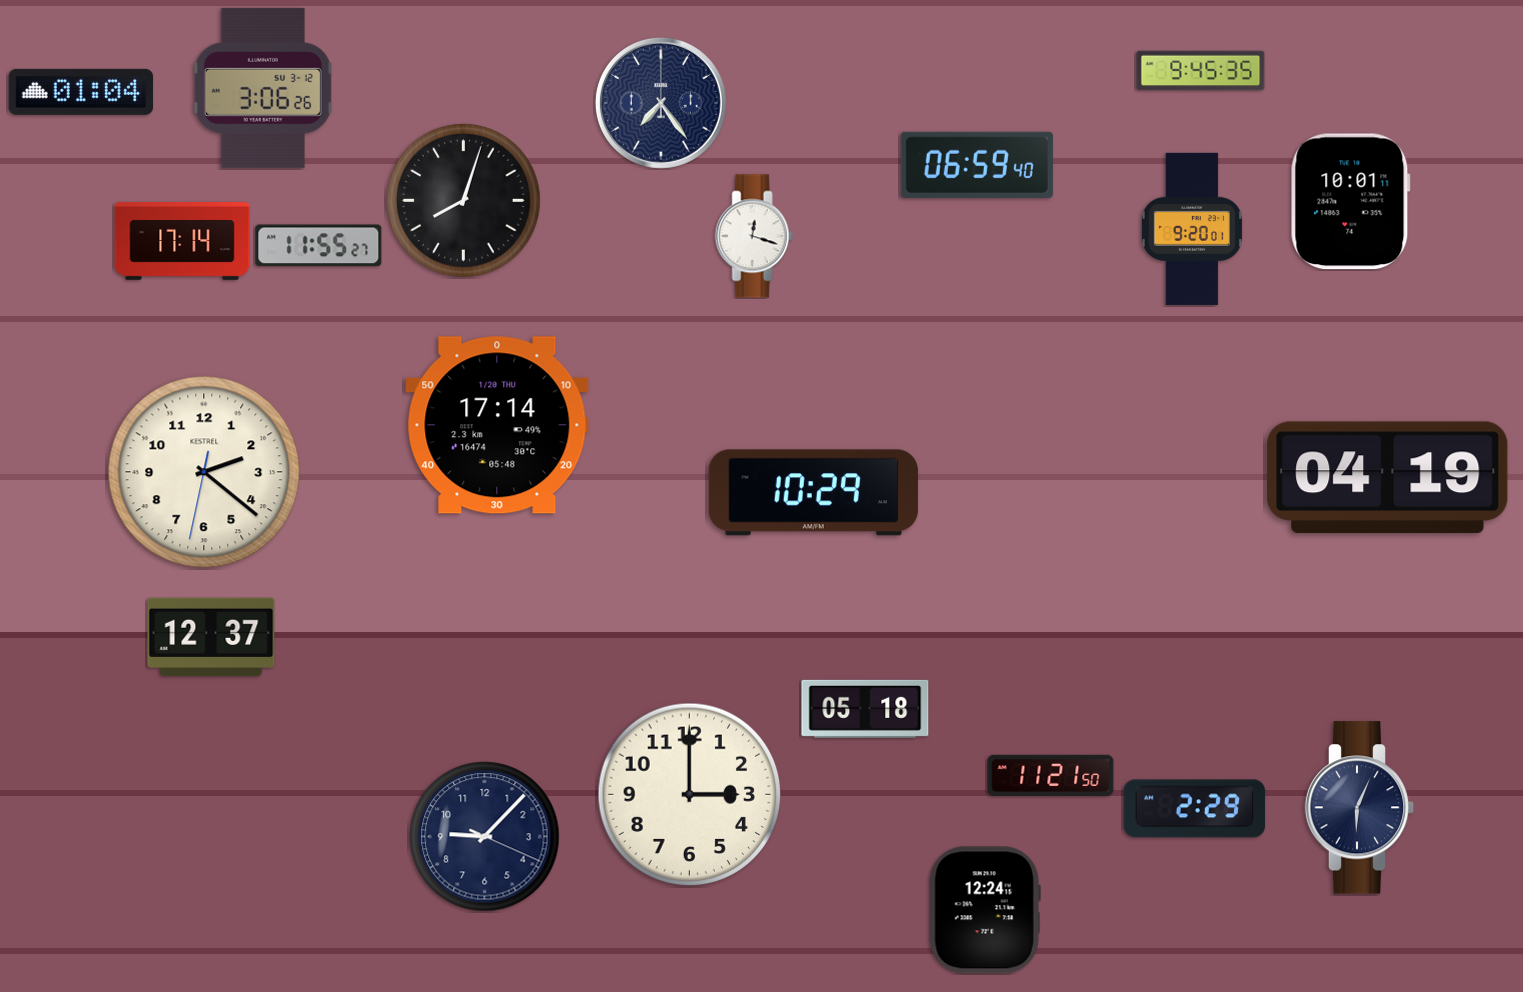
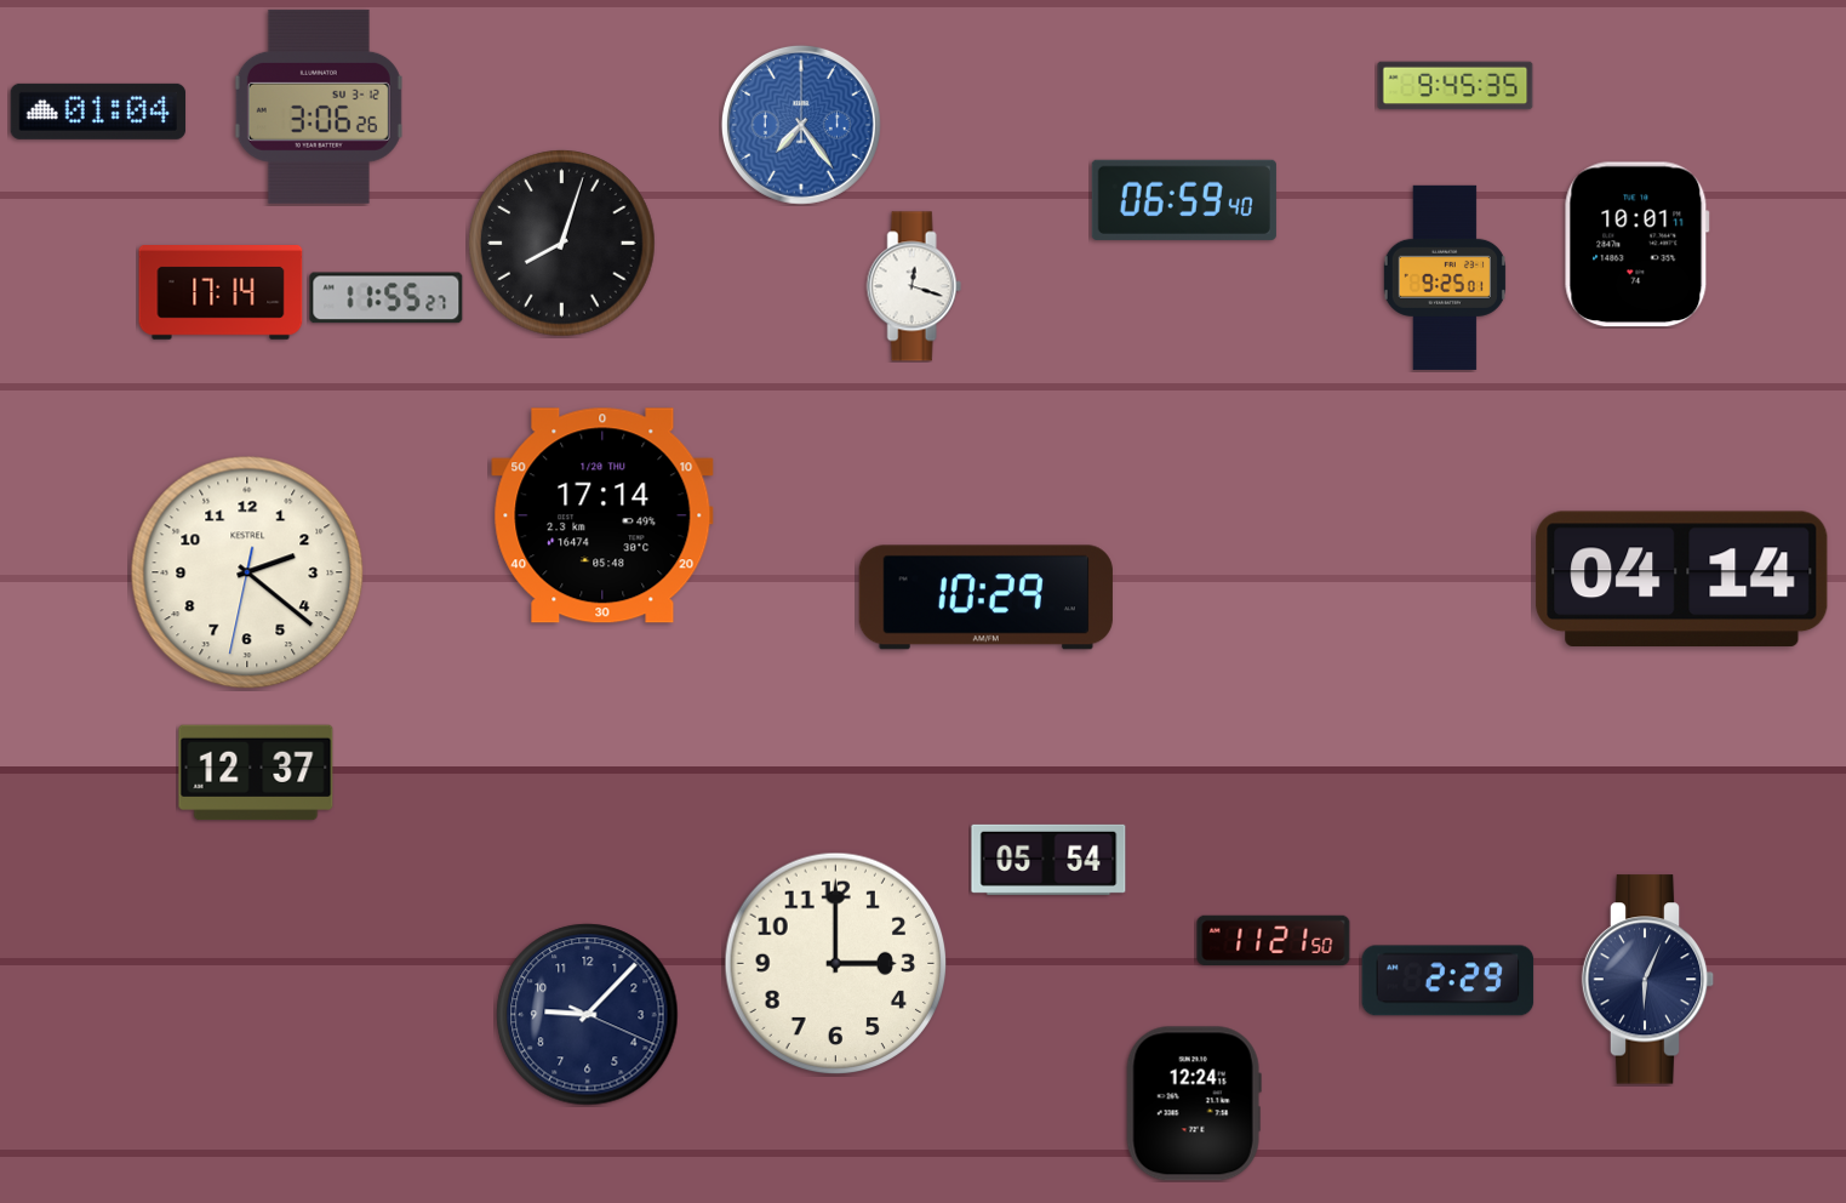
clock at (661, 103) dial: navy -> blue
clock at (1192, 229): 9:20 -> 9:25
clock at (1388, 477): 04:19 -> 04:14
clock at (865, 709): 05:18 -> 05:54
